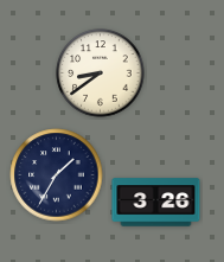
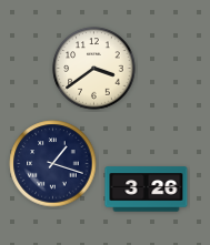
clock at (101, 74): 8:39 -> 3:39
clock at (57, 175): 1:35 -> 1:18
